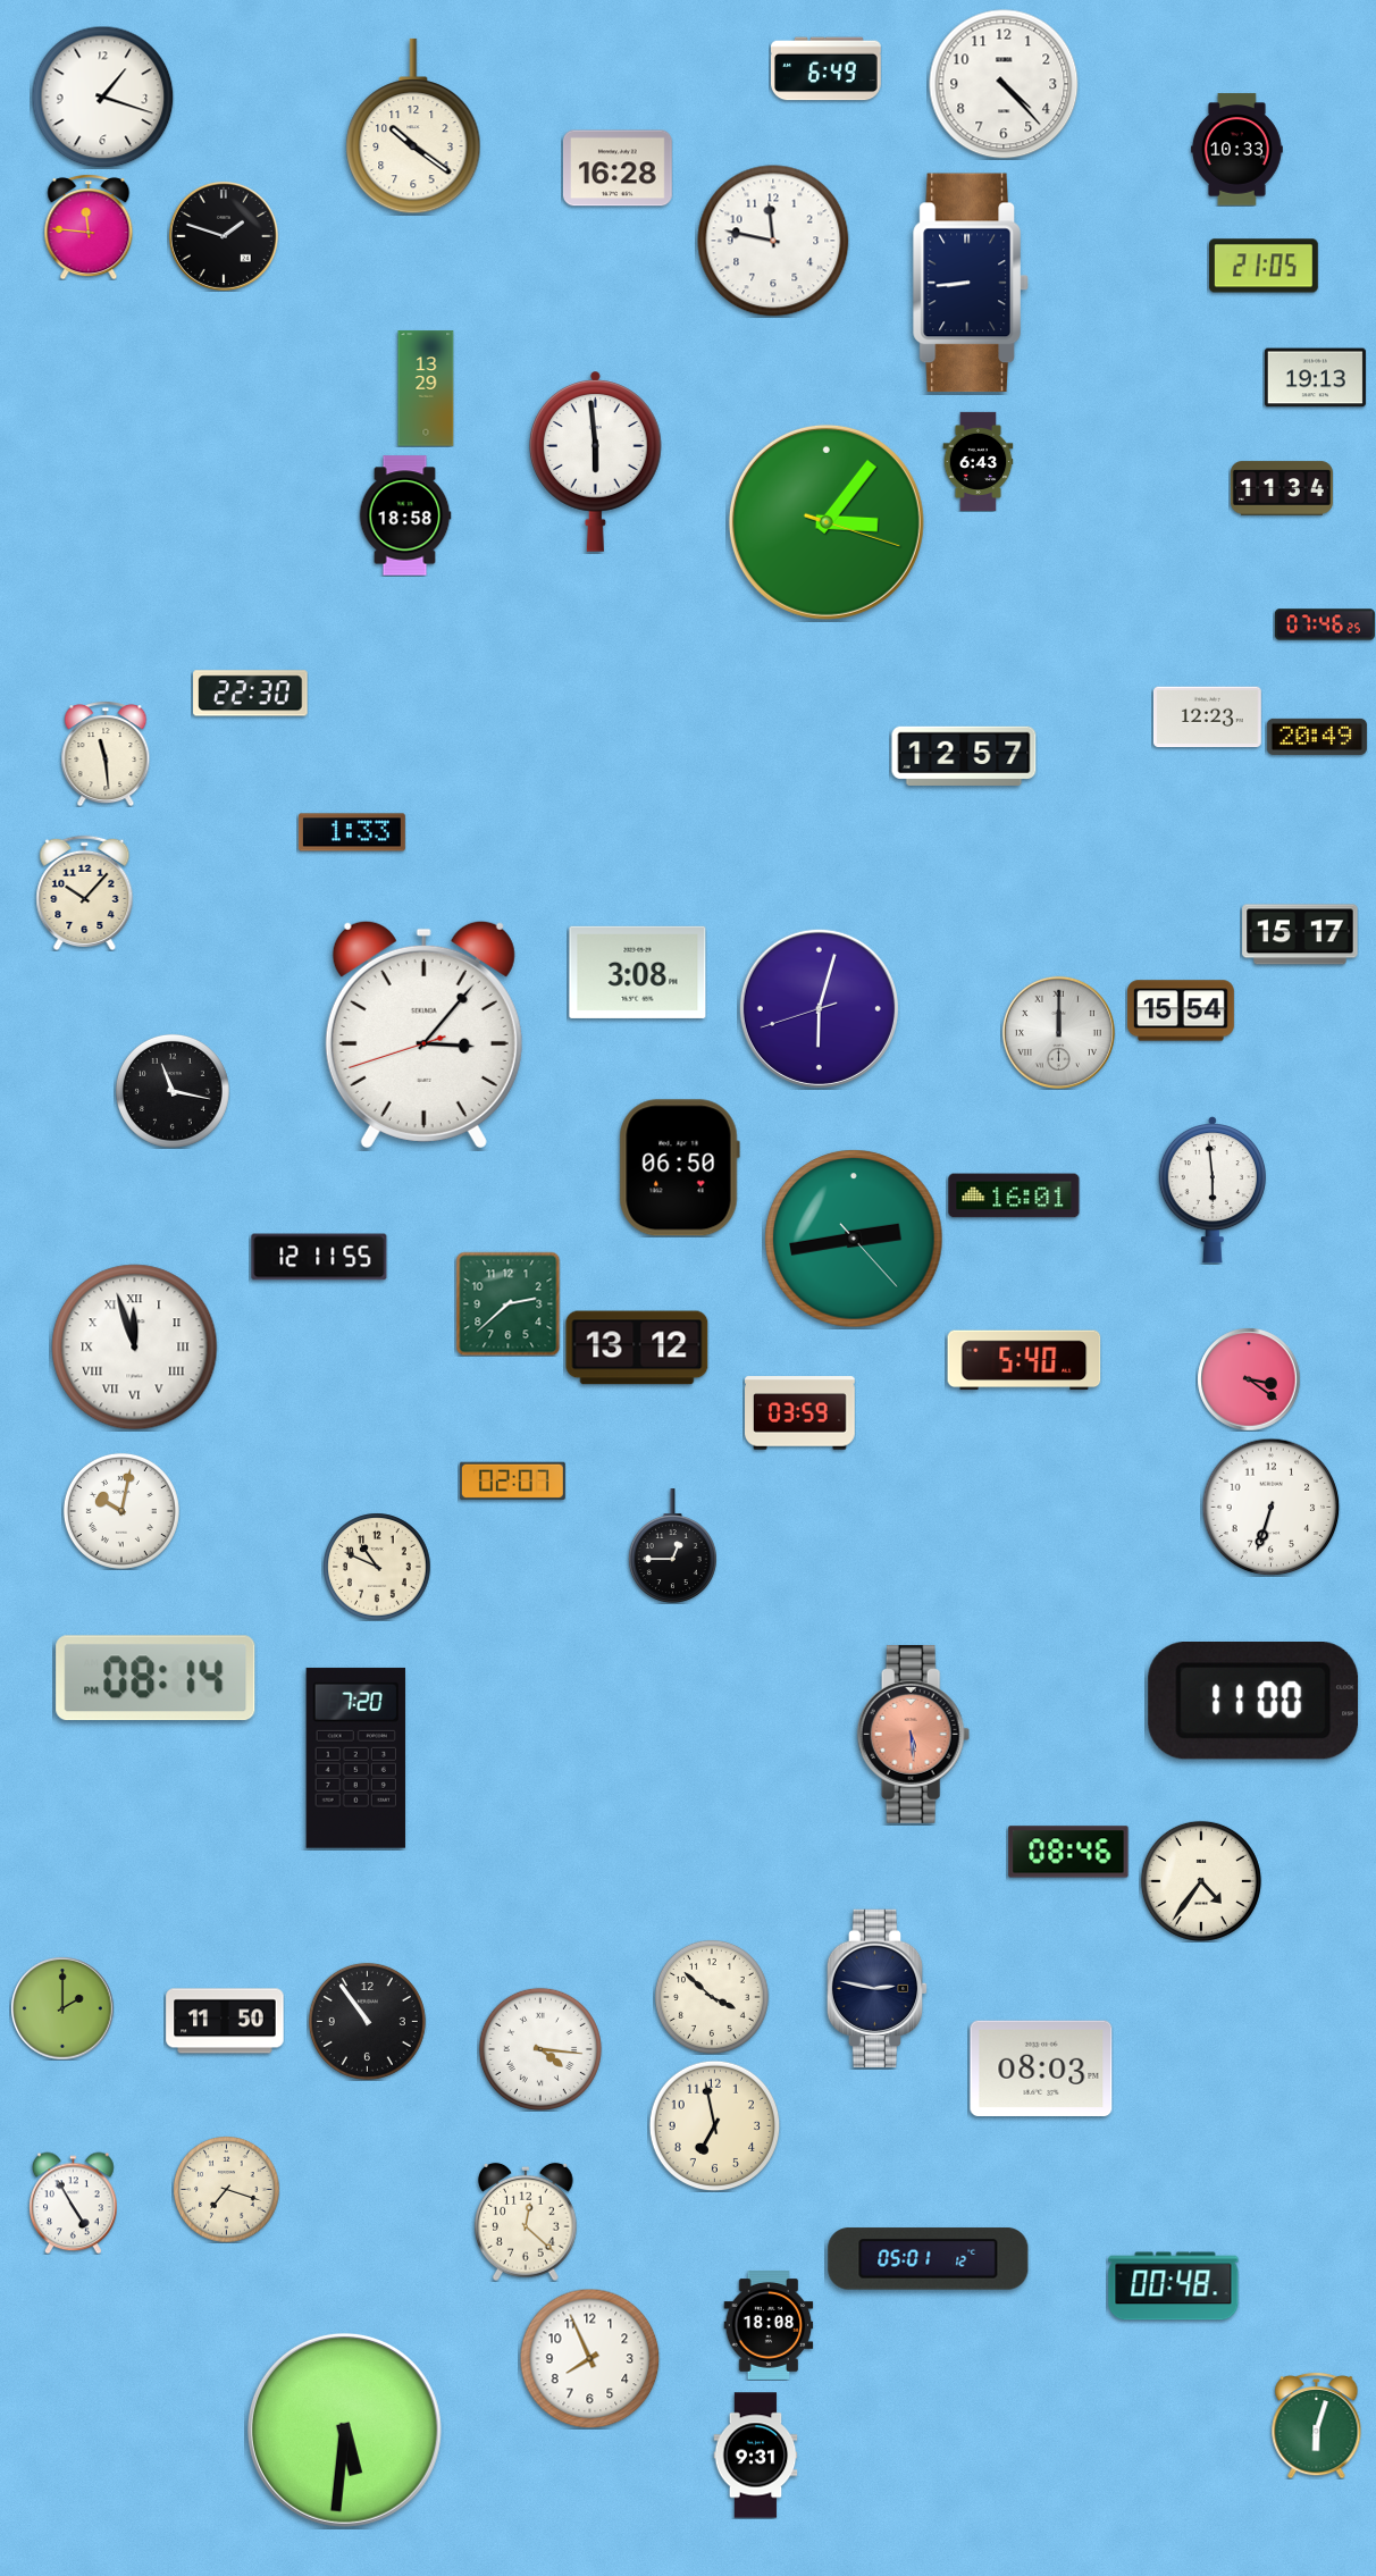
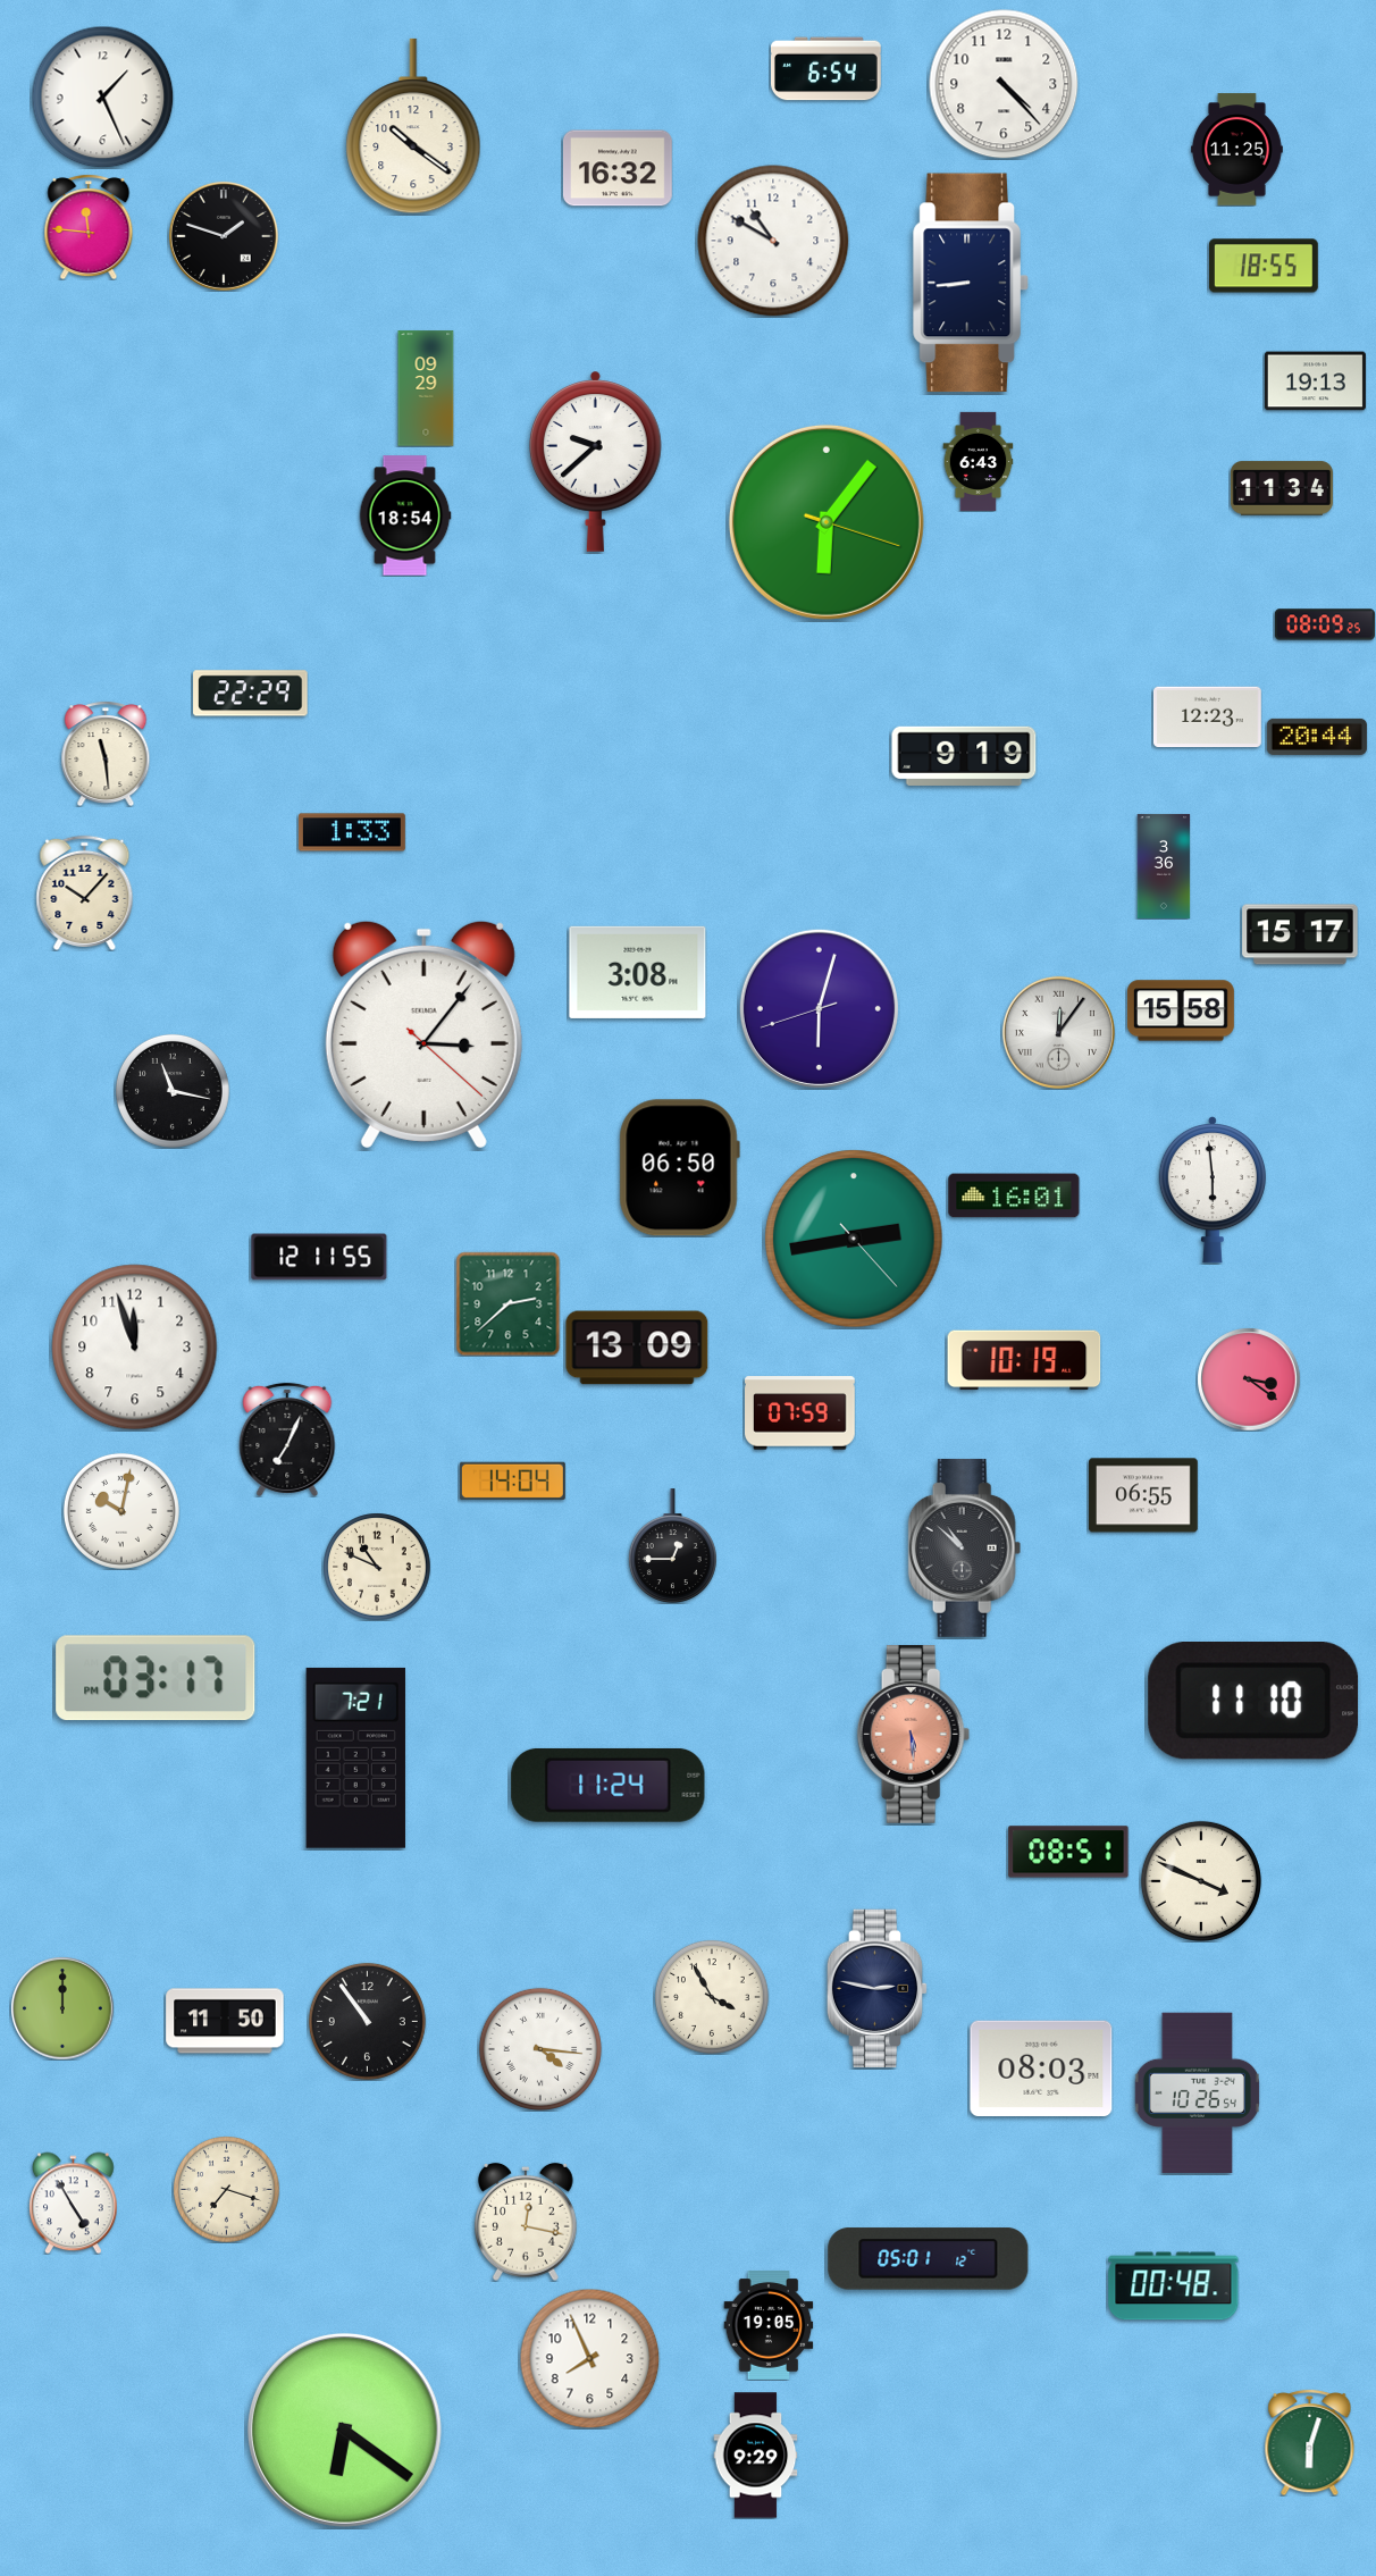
clock at (827, 69): 6:49 -> 6:54
clock at (102, 97): 1:18 -> 1:26
clock at (1237, 150): 10:33 -> 11:25
clock at (618, 168): 16:28 -> 16:32
clock at (773, 241): 11:47 -> 10:50
clock at (1264, 266): 21:05 -> 18:55
clock at (1315, 378) position: (1315, 378) -> (1315, 381)
clock at (426, 388): 13:29 -> 09:29
clock at (596, 461): 5:59 -> 9:38
clock at (405, 515): 18:58 -> 18:54
clock at (827, 522): 3:06 -> 6:06
clock at (1325, 624): 07:46 -> 08:09
clock at (251, 694): 22:30 -> 22:29
clock at (1317, 737): 20:49 -> 20:44
clock at (964, 756): 12:57 -> 9:19
clock at (1164, 866): none -> 3:36
clock at (1181, 1010): 15:54 -> 15:58
clock at (1058, 1032): 12:00 -> 12:06
clock at (423, 1034): 3:06:42 -> 3:06:22
clock at (135, 1348) numerals: Roman -> Arabic
clock at (637, 1348): 13:12 -> 13:09
clock at (1024, 1360): 5:40 -> 10:19
clock at (800, 1413): 03:59 -> 07:59
clock at (287, 1440): none -> 7:04
clock at (512, 1480): 02:07 -> 14:04
clock at (1143, 1495): none -> 06:55
clock at (1270, 1507): 6:33 -> none
clock at (965, 1547): none -> 10:52
clock at (156, 1678): 08:14 -> 03:17
clock at (1253, 1702): 11:00 -> 11:10
clock at (355, 1757): 7:20 -> 7:21
clock at (609, 1785): none -> 11:24
clock at (1068, 1852): 08:46 -> 08:51
clock at (1201, 1881): 4:36 -> 3:49
clock at (712, 1997): 3:52 -> 3:55
clock at (62, 2008): 2:00 -> 12:00
clock at (1197, 2093): none -> 10:26
clock at (714, 2125): 6:58 -> none
clock at (527, 2222): 12:22 -> 12:17
clock at (769, 2326): 18:08 -> 19:05
clock at (1317, 2425) position: (1317, 2425) -> (1310, 2442)
clock at (344, 2430): 5:31 -> 6:21
clock at (756, 2456): 9:31 -> 9:29
